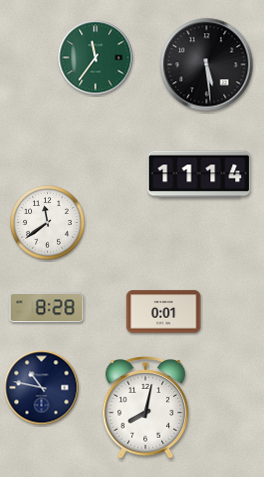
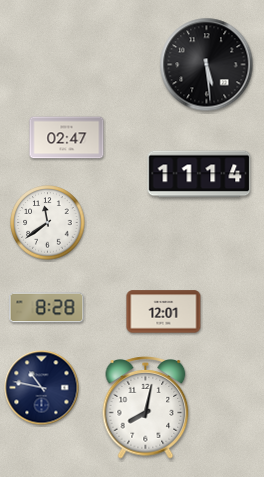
clock at (96, 58): 11:36 -> none
clock at (67, 138): none -> 02:47
clock at (164, 312): 0:01 -> 12:01
